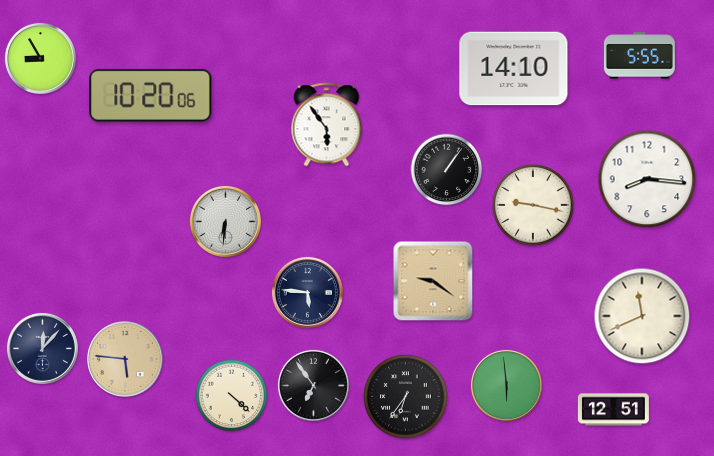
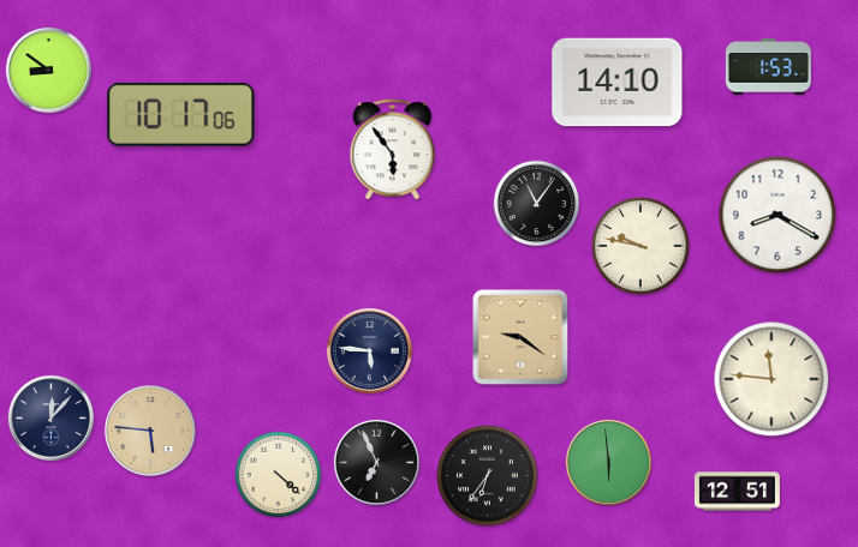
clock at (639, 56): 5:55 -> 1:53
clock at (40, 58): 8:55 -> 8:51
clock at (151, 95): 10:20 -> 10:17
clock at (447, 170): 1:06 -> 11:06
clock at (647, 179): 8:16 -> 8:20
clock at (533, 205): 9:17 -> 9:47
clock at (225, 221): 6:31 -> none
clock at (642, 316): 11:41 -> 11:46
clock at (313, 385): 6:54 -> 6:56
